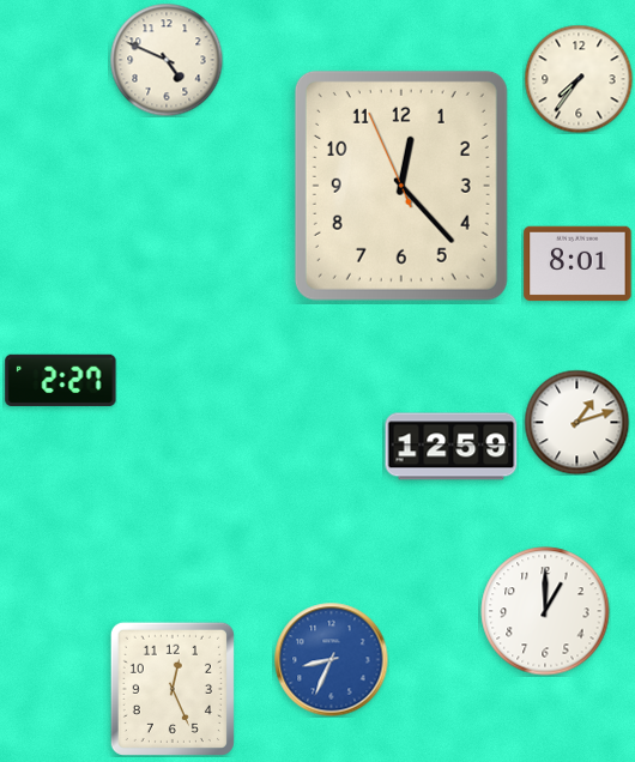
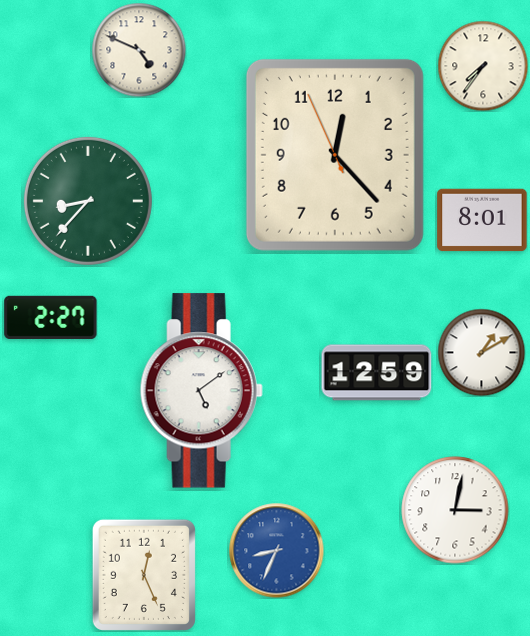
clock at (88, 201): none -> 8:37
clock at (576, 422): 1:12 -> 1:10
clock at (201, 391): none -> 5:09
clock at (545, 611): 1:00 -> 3:02
